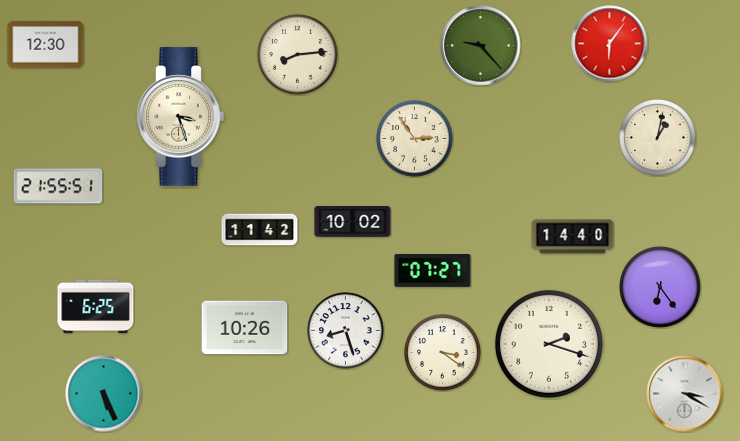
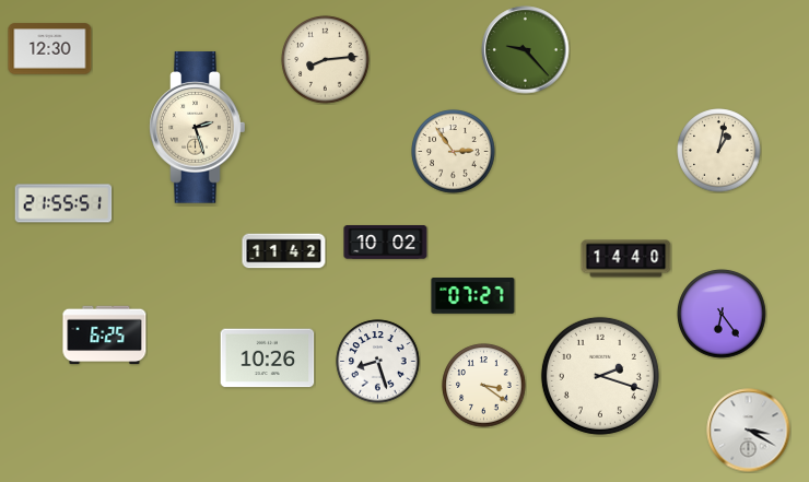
clock at (610, 44): 6:06 -> none
clock at (181, 117): 3:27 -> 2:27
clock at (104, 394): 5:26 -> none
